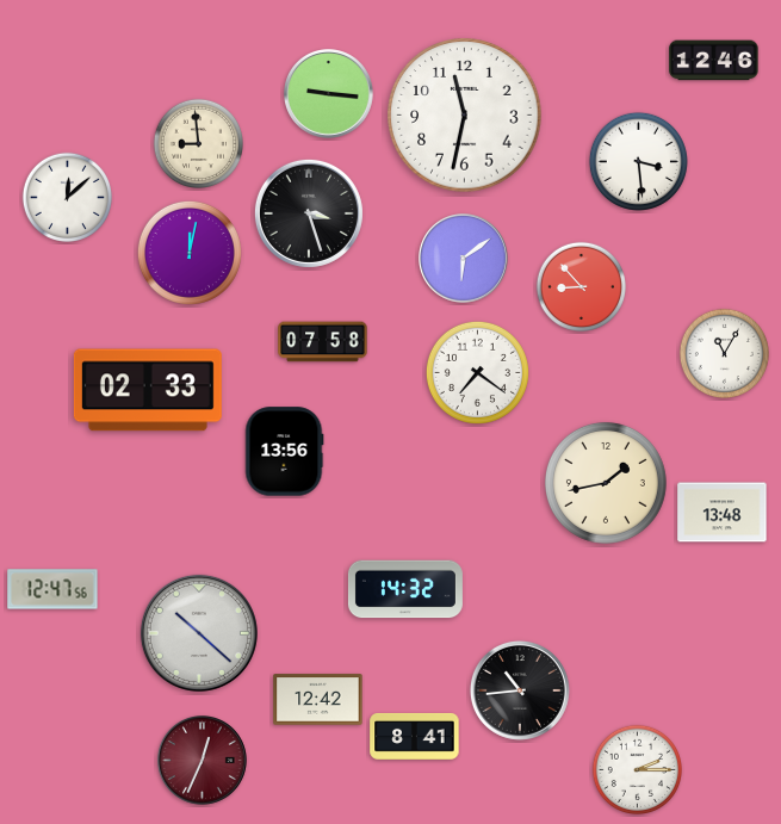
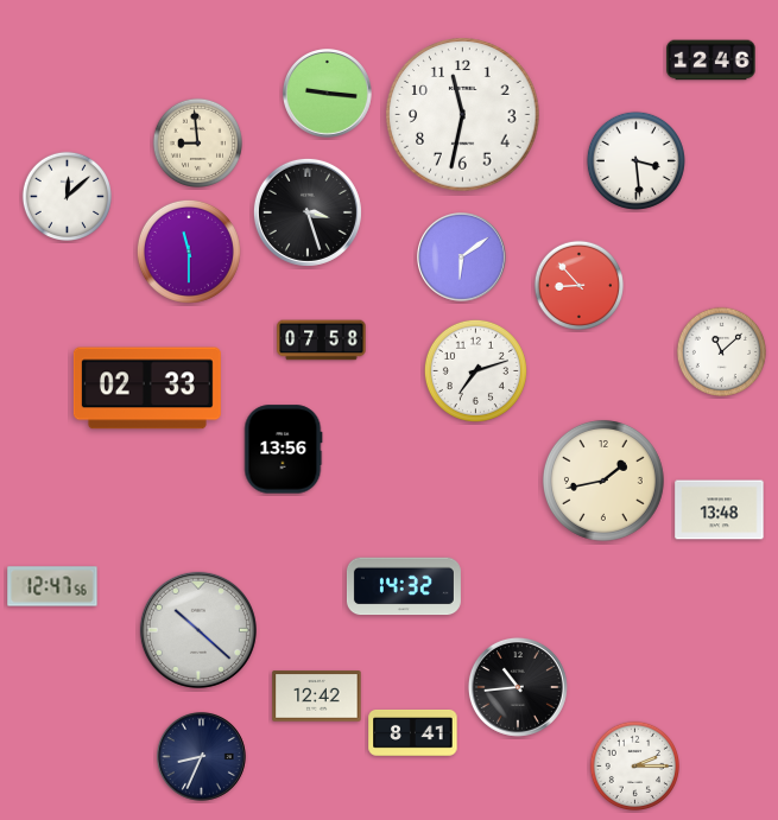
clock at (190, 253): 12:02 -> 11:30
clock at (724, 353): 11:05 -> 11:08
clock at (477, 372): 7:21 -> 7:12
clock at (203, 761): 12:34 -> 8:34
clock at (203, 761) dial: burgundy -> navy
